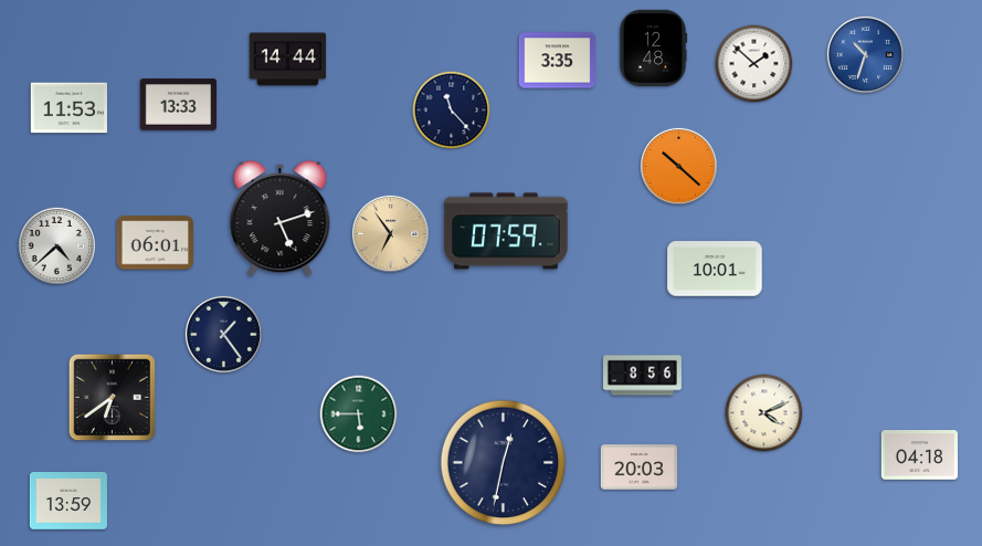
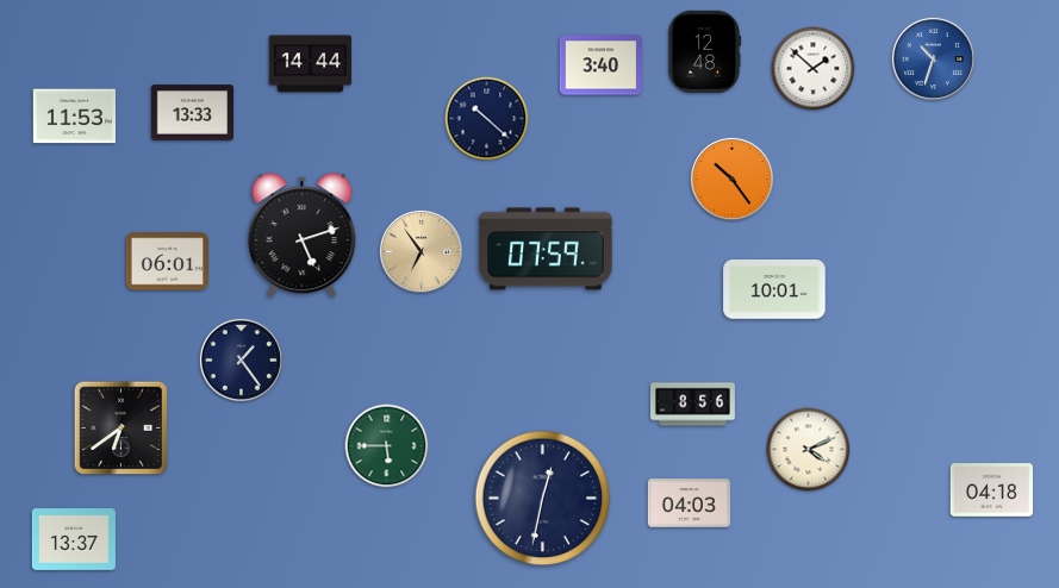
clock at (558, 61): 3:35 -> 3:40
clock at (452, 111): 11:23 -> 10:22
clock at (678, 166): 10:22 -> 10:24
clock at (56, 245): 4:38 -> none
clock at (715, 269) position: (715, 269) -> (774, 289)
clock at (764, 413) position: (764, 413) -> (809, 450)
clock at (640, 468): 20:03 -> 04:03
clock at (68, 502): 13:59 -> 13:37
